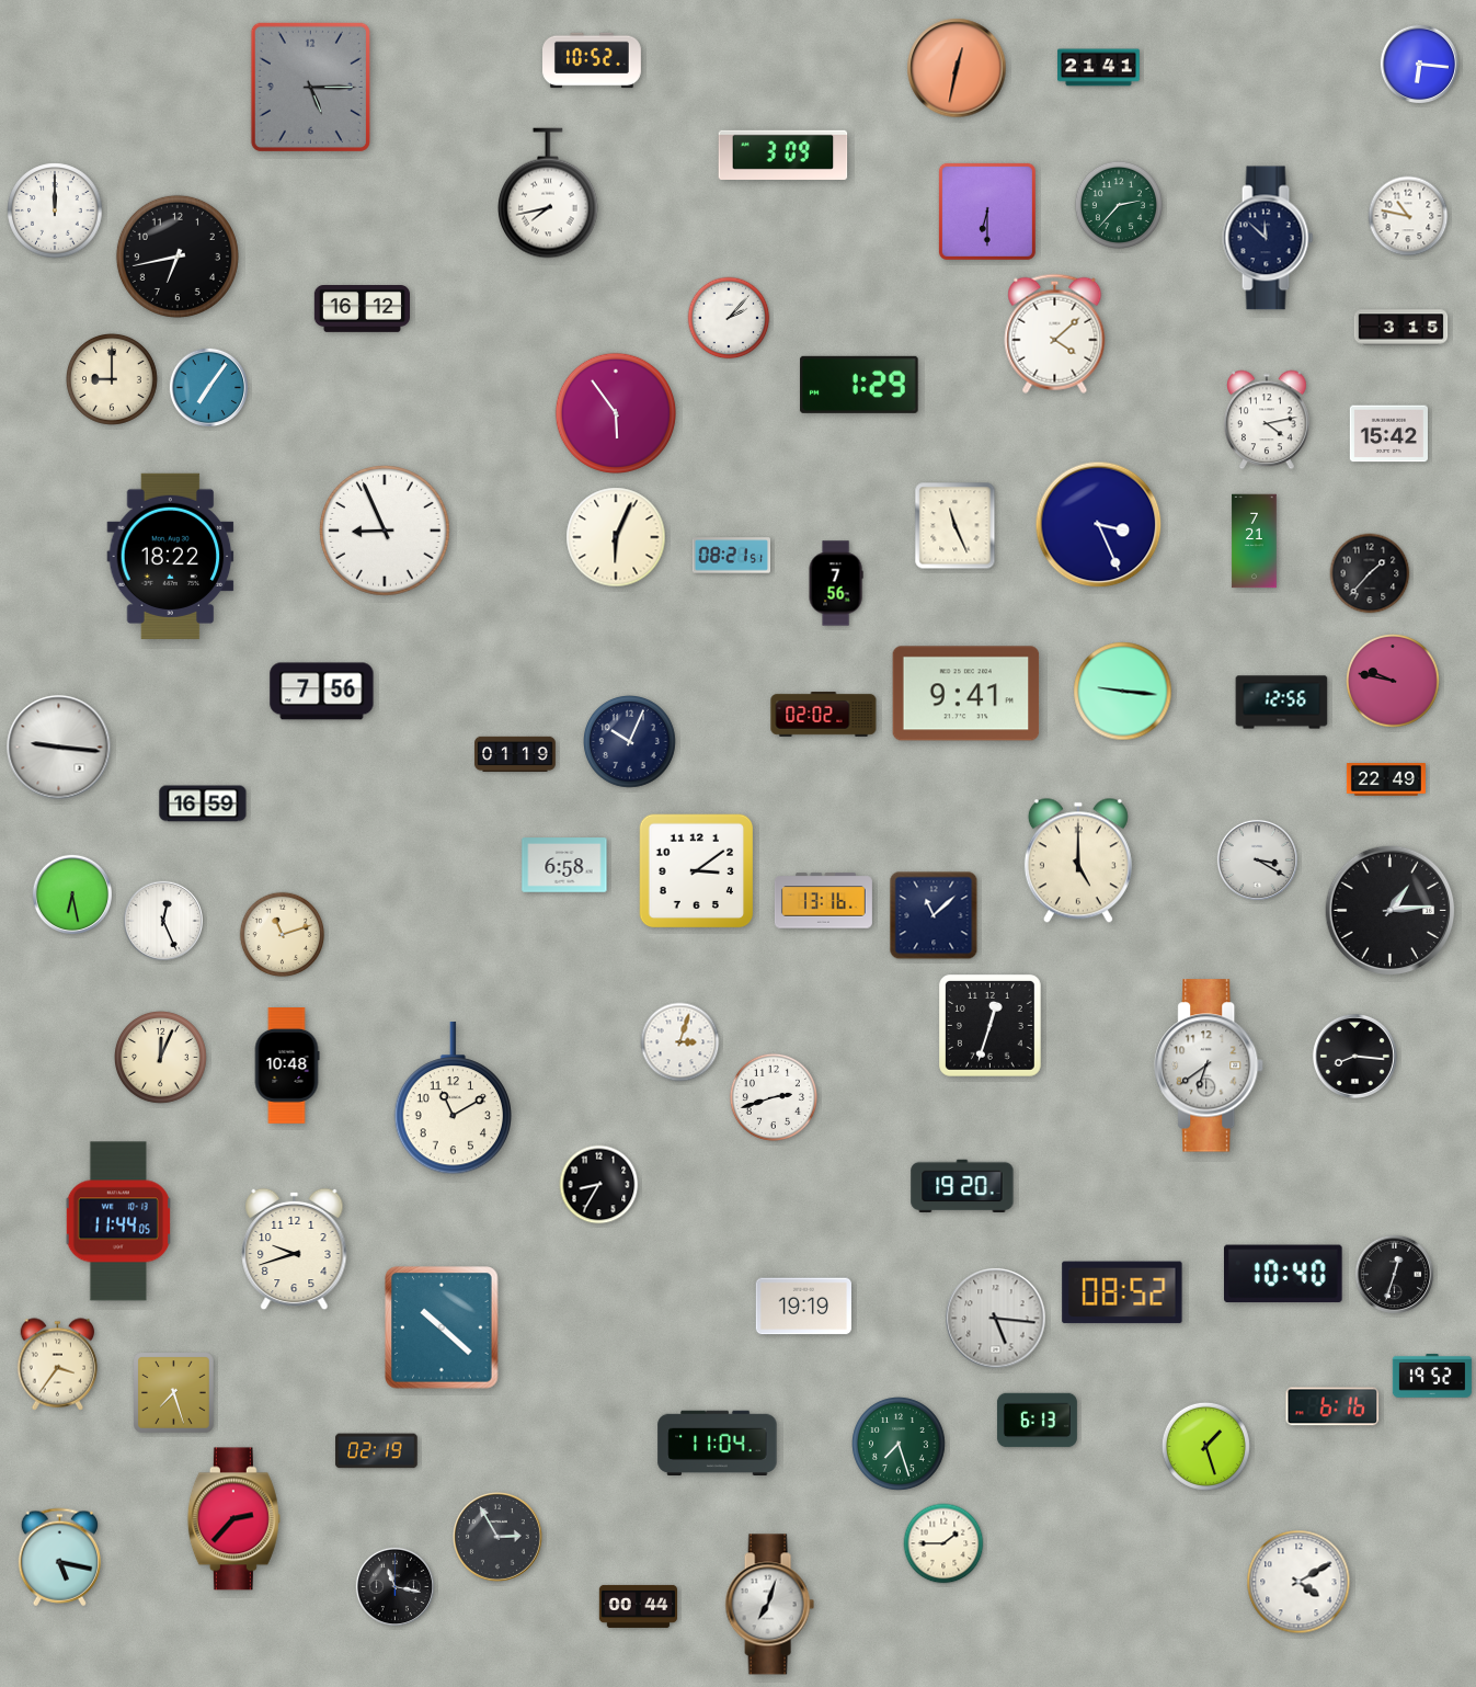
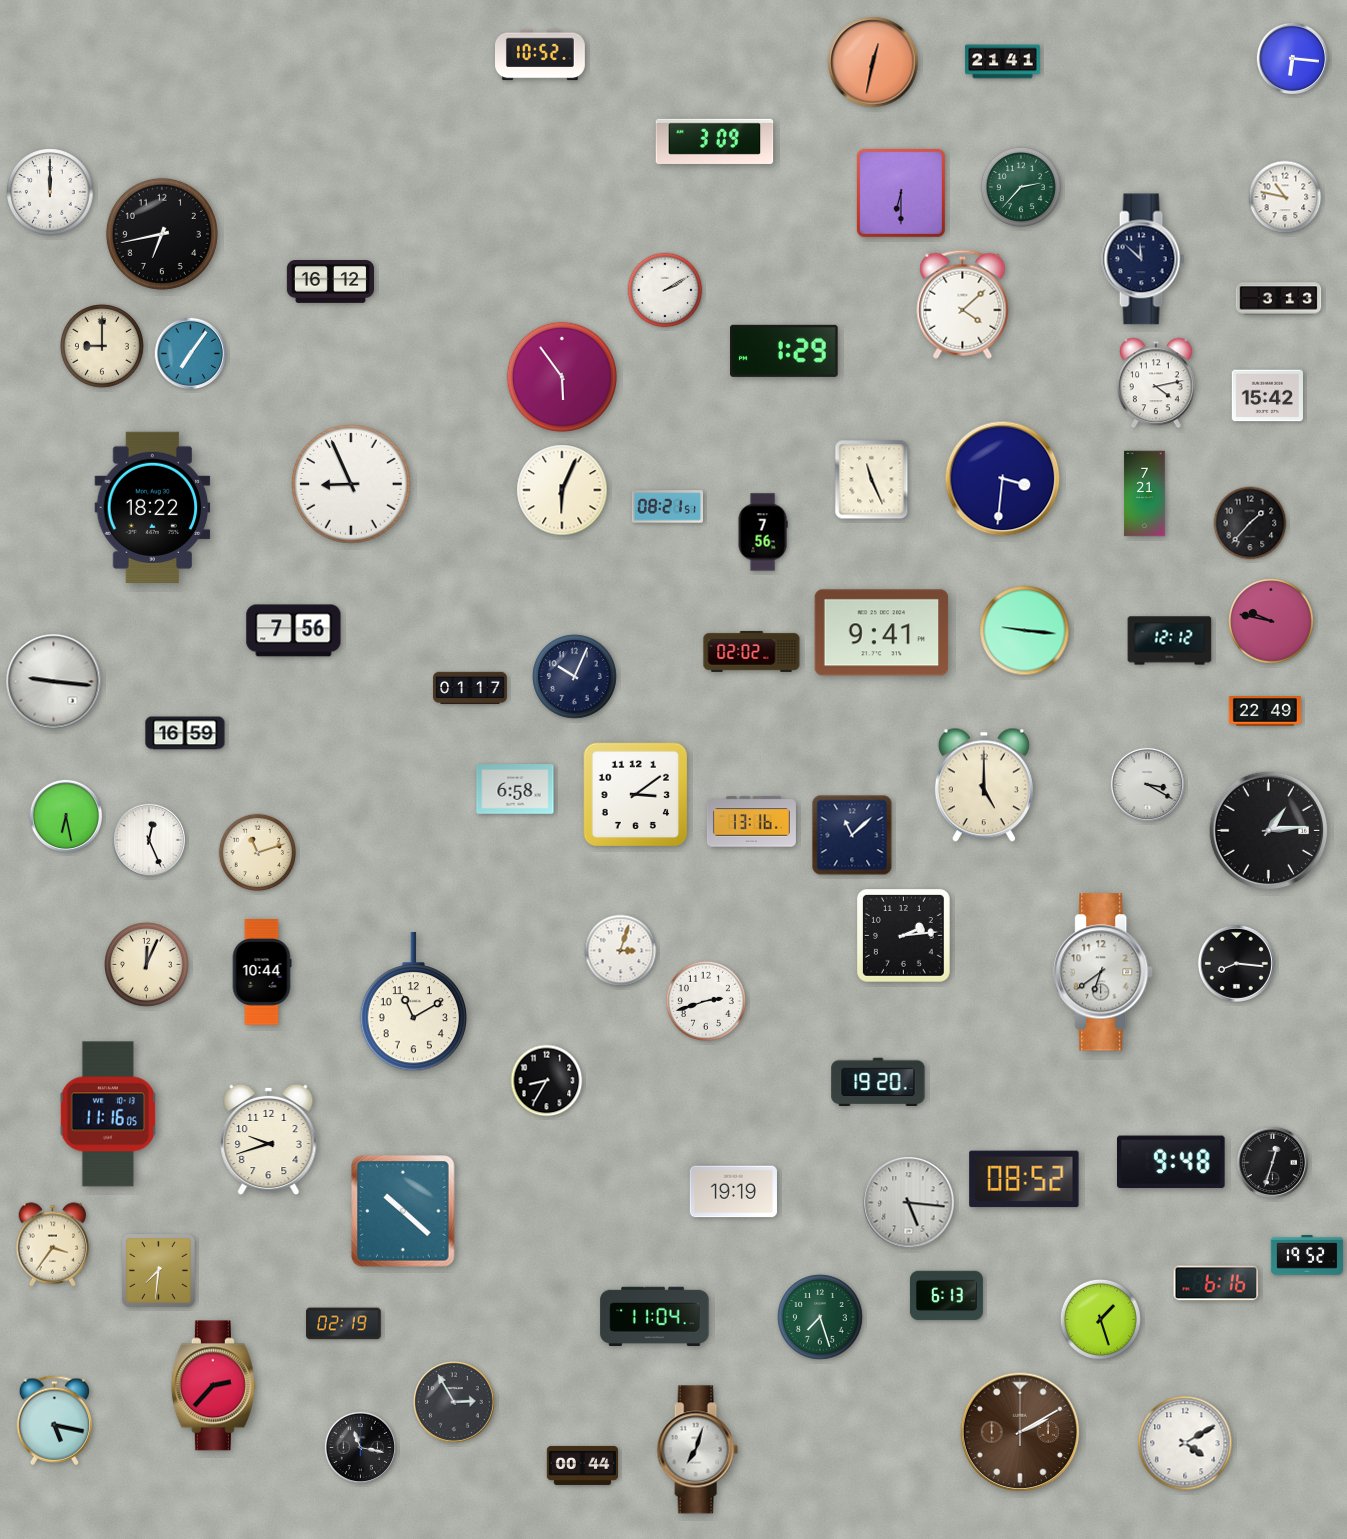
clock at (1419, 64) position: (1419, 64) -> (1292, 58)
clock at (310, 87): 5:15 -> none
clock at (549, 193): 7:43 -> none
clock at (1268, 238) position: (1268, 238) -> (1143, 259)
clock at (729, 318): 2:07 -> 2:10
clock at (1401, 328): 3:15 -> 3:13
clock at (1099, 525): 3:26 -> 3:31
clock at (171, 556) position: (171, 556) -> (153, 507)
clock at (1282, 703): 12:56 -> 12:12
clock at (515, 754): 01:19 -> 01:17
clock at (991, 1026): 12:33 -> 2:14
clock at (287, 1067): 10:48 -> 10:44
clock at (117, 1221): 11:44 -> 11:16
clock at (1284, 1274): 10:40 -> 9:48
clock at (174, 1393): 7:27 -> 7:31
clock at (943, 1543): 1:45 -> none
clock at (1020, 1432): none -> 2:10
clock at (769, 1605) position: (769, 1605) -> (697, 1450)
